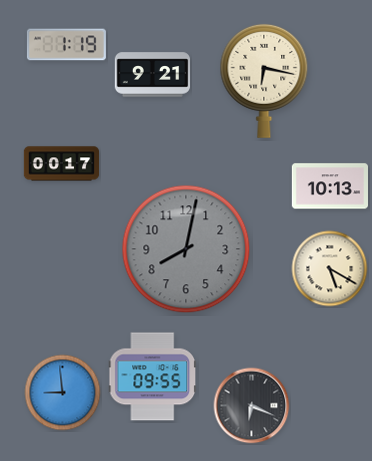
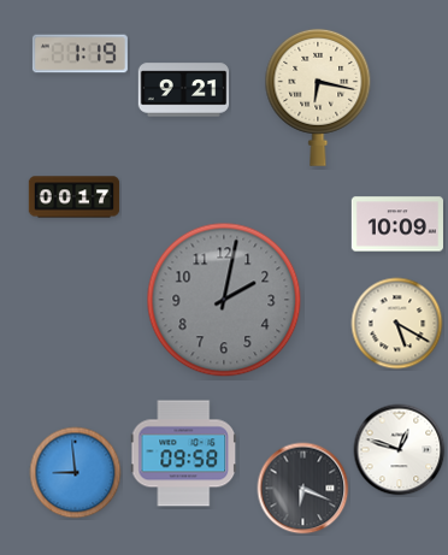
clock at (329, 186): 10:13 -> 10:09
clock at (186, 249): 8:02 -> 2:02
clock at (400, 450): none -> 12:48
clock at (153, 377): 09:55 -> 09:58
